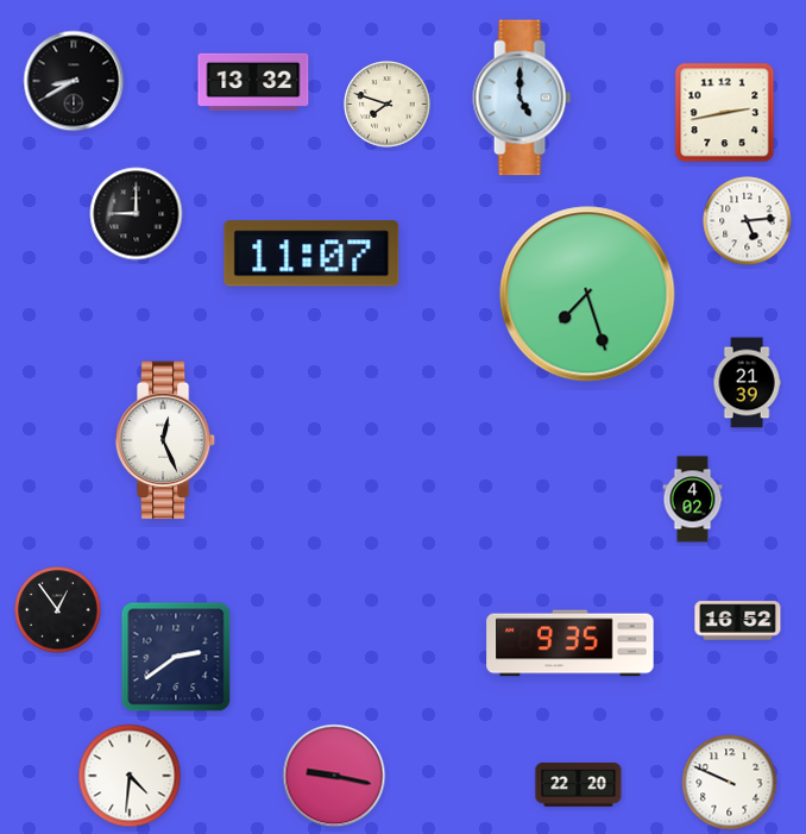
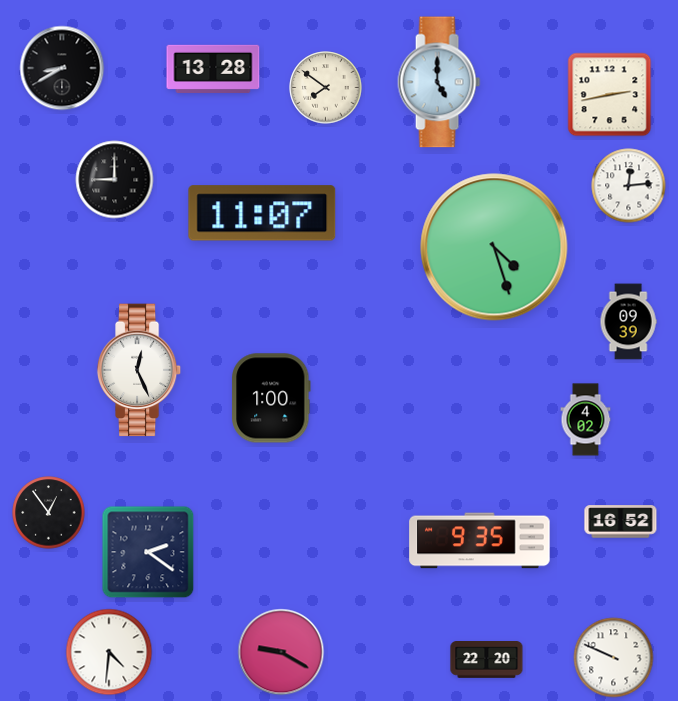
clock at (253, 81): 13:32 -> 13:28
clock at (388, 105): 7:48 -> 7:51
clock at (748, 221): 5:14 -> 12:14
clock at (587, 294): 7:27 -> 4:27
clock at (747, 383): 21:39 -> 09:39
clock at (272, 398): none -> 1:00
clock at (693, 500) position: (693, 500) -> (586, 420)
clock at (176, 657): 2:39 -> 2:21
clock at (334, 776): 9:17 -> 9:20
